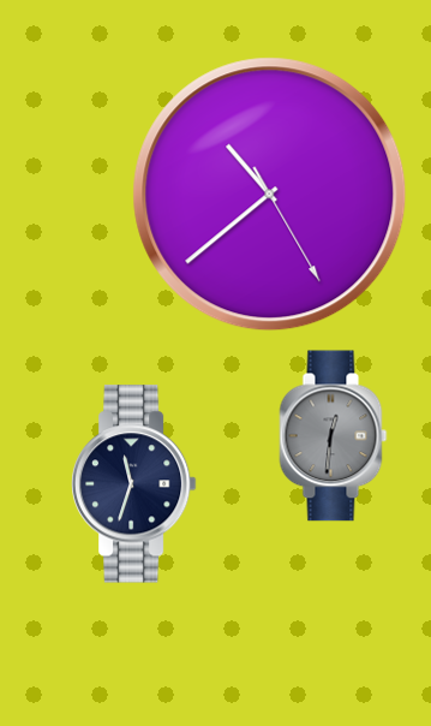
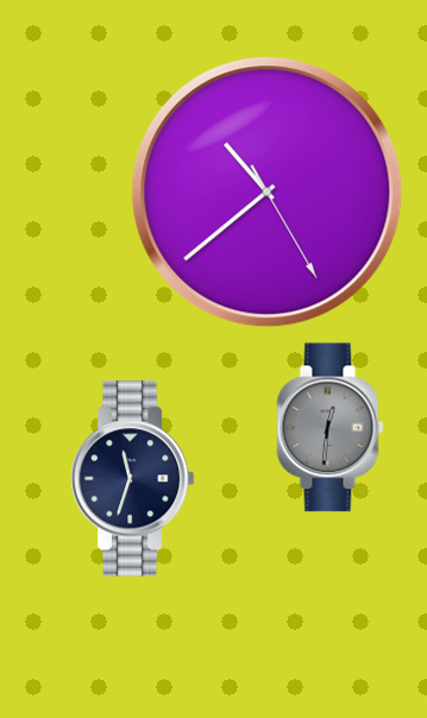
clock at (334, 436) position: (334, 436) -> (331, 428)
